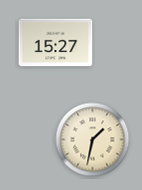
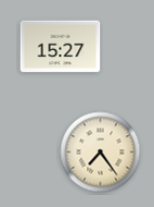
clock at (93, 140): 1:32 -> 7:24
